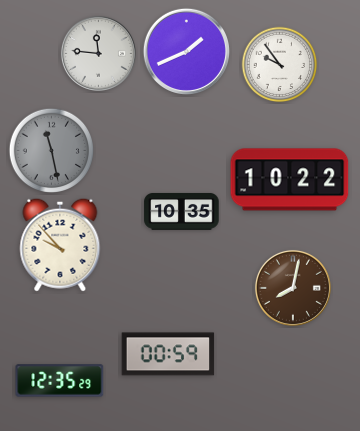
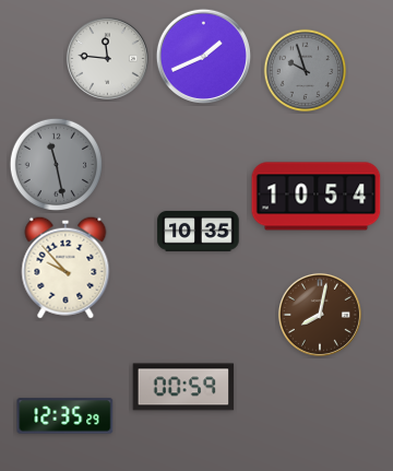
clock at (280, 65): 9:54 -> 9:57
clock at (280, 65) dial: white -> grey
clock at (290, 180): 10:22 -> 10:54
